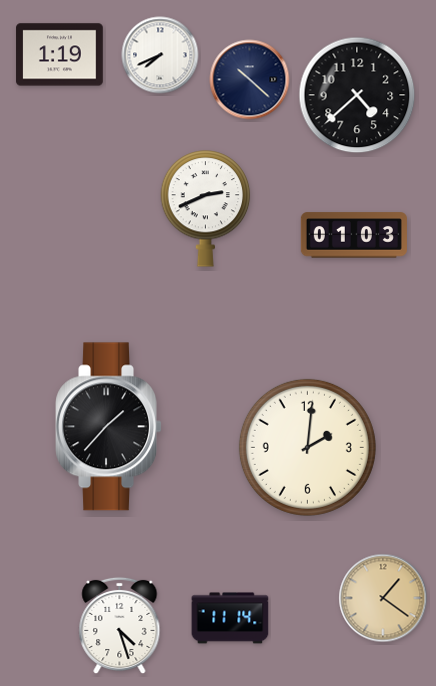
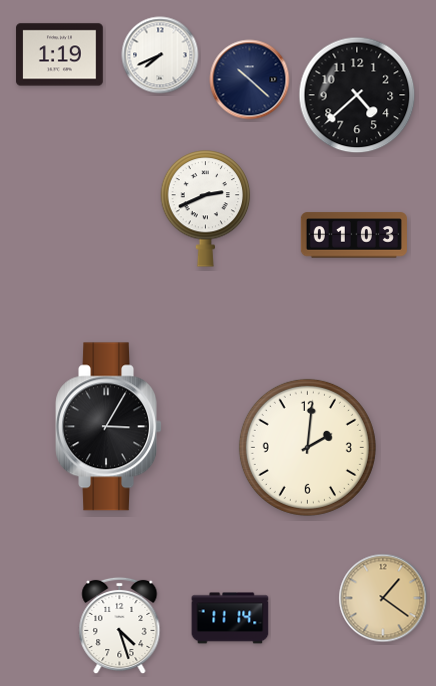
clock at (108, 427): 1:37 -> 3:05
